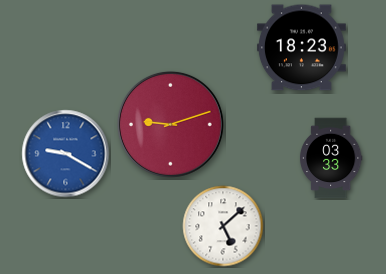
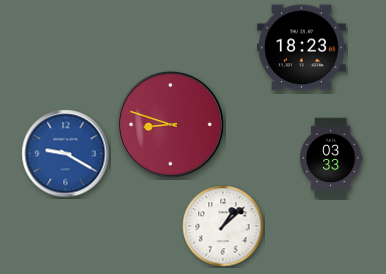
clock at (170, 124): 9:12 -> 8:48
clock at (223, 226): 5:08 -> 1:08
